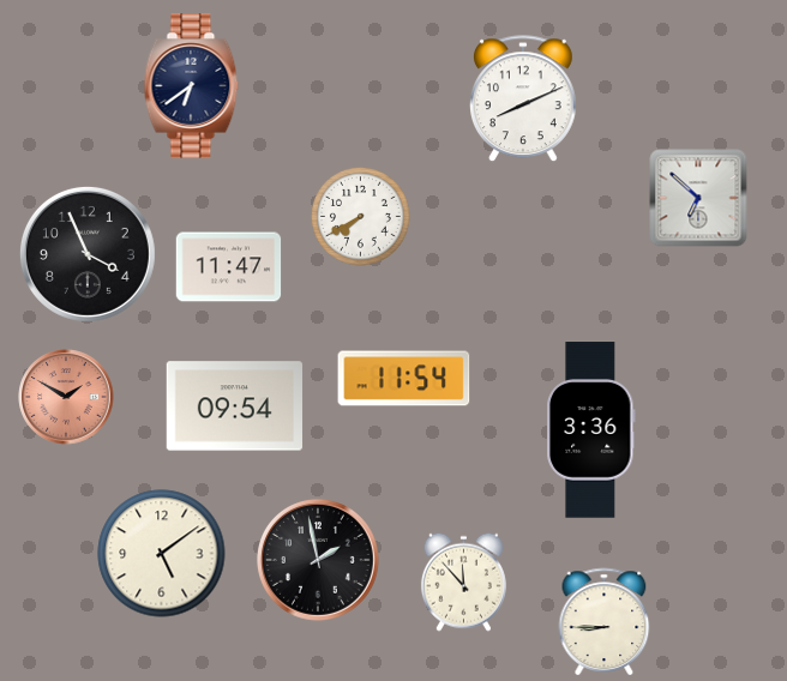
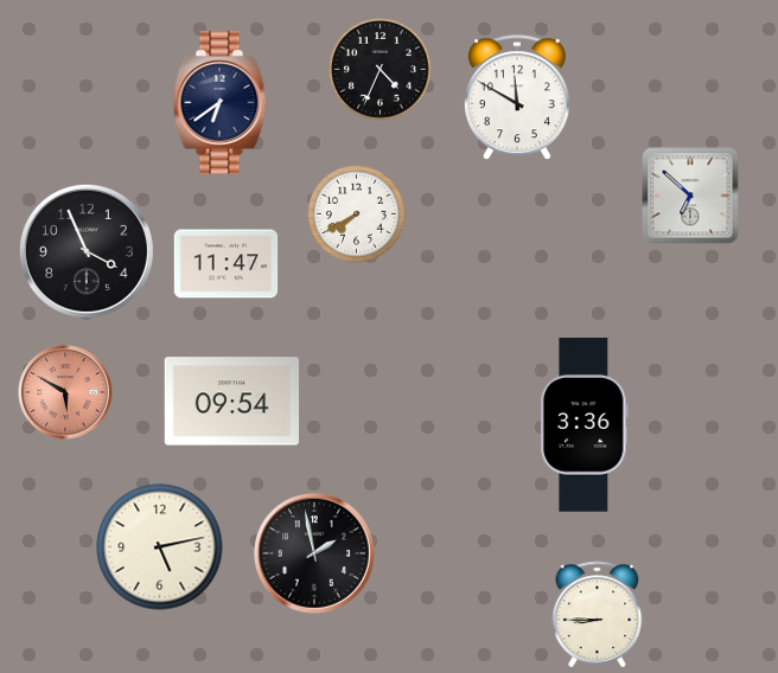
clock at (381, 70): none -> 4:34
clock at (192, 86) position: (192, 86) -> (221, 103)
clock at (524, 100): 8:11 -> 11:50
clock at (404, 379): 11:54 -> none
clock at (66, 397): 1:50 -> 5:50
clock at (162, 554): 5:09 -> 5:13
clock at (463, 581): 11:53 -> none
